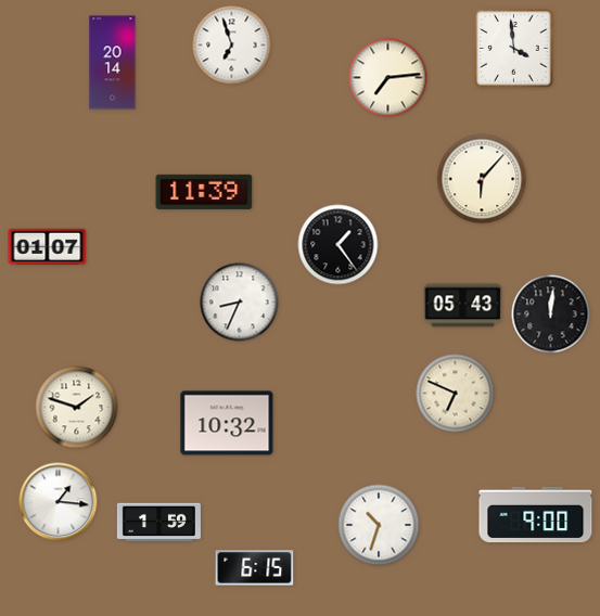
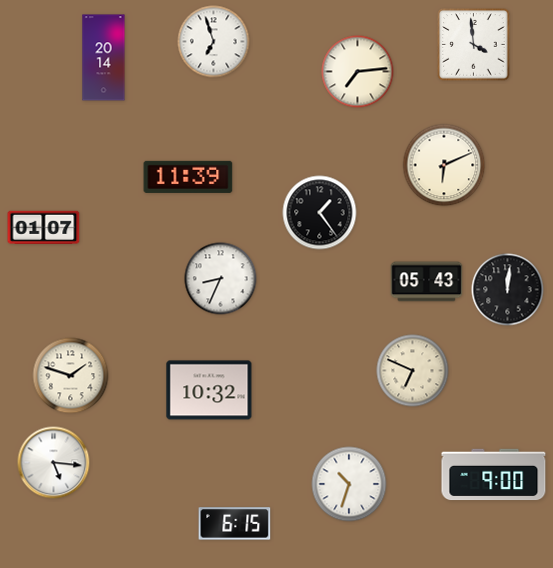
clock at (482, 179): 6:07 -> 6:11
clock at (339, 245) position: (339, 245) -> (320, 213)
clock at (456, 394) position: (456, 394) -> (413, 371)
clock at (59, 502): 1:16 -> 5:16
clock at (158, 523): 1:59 -> none
